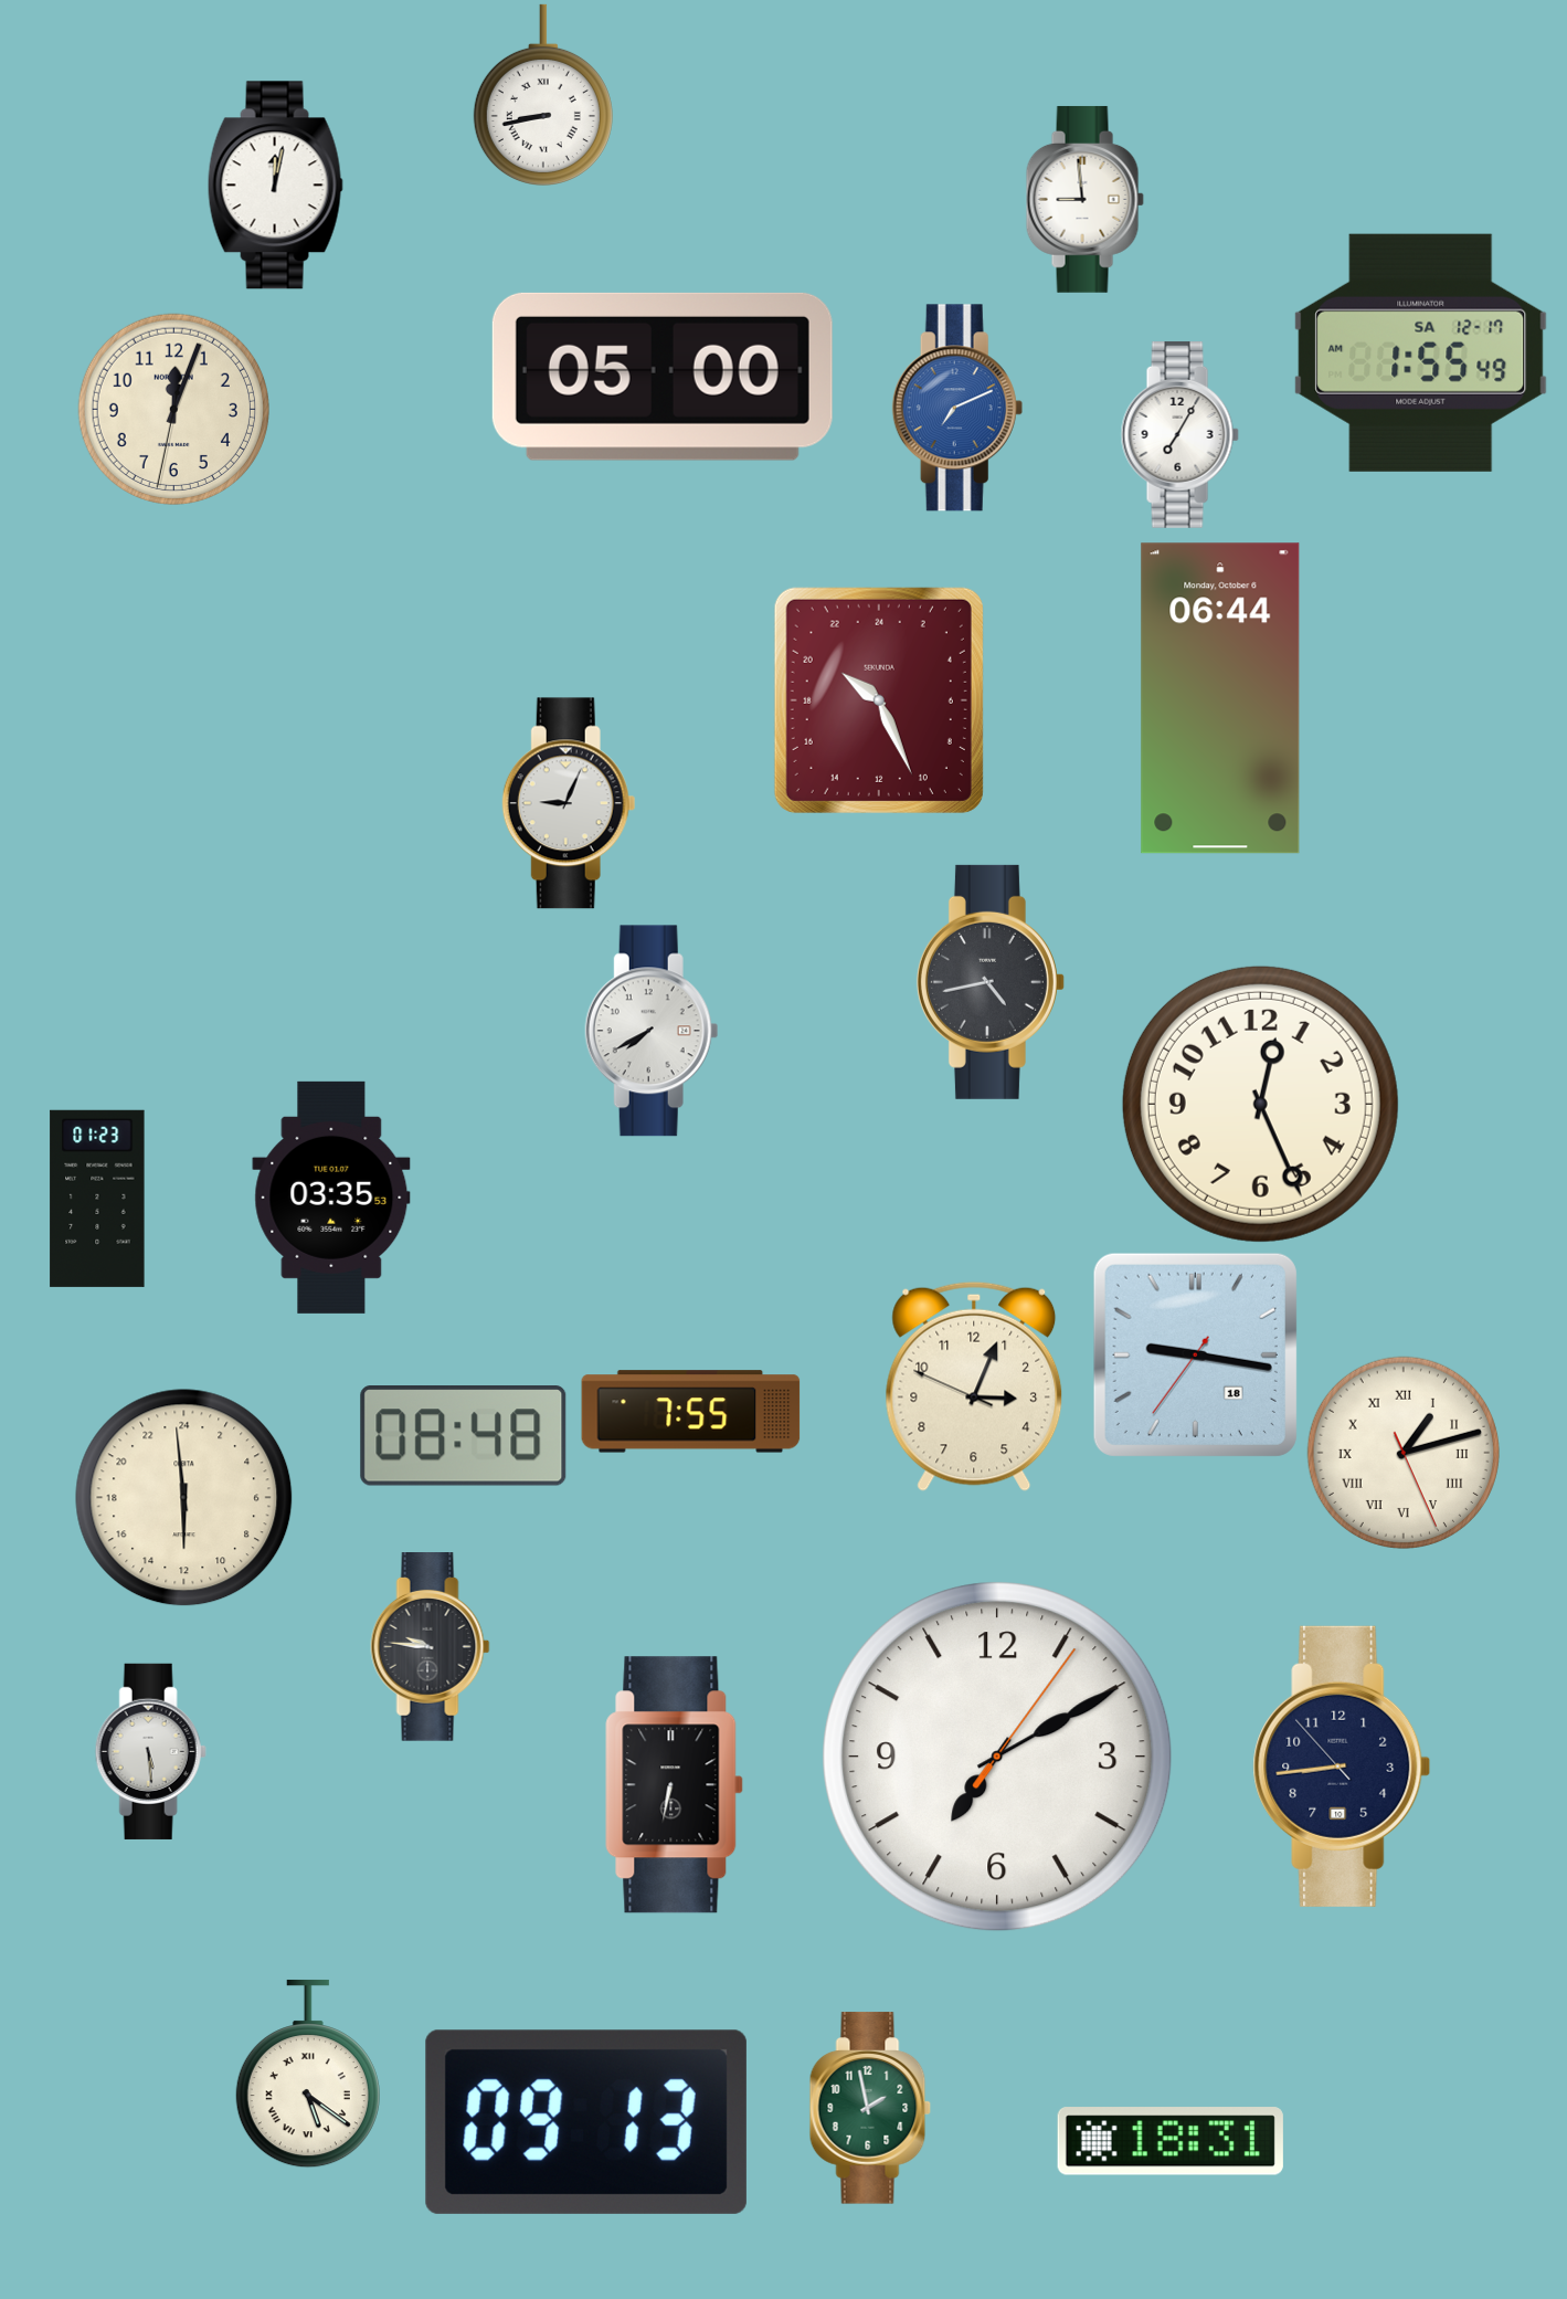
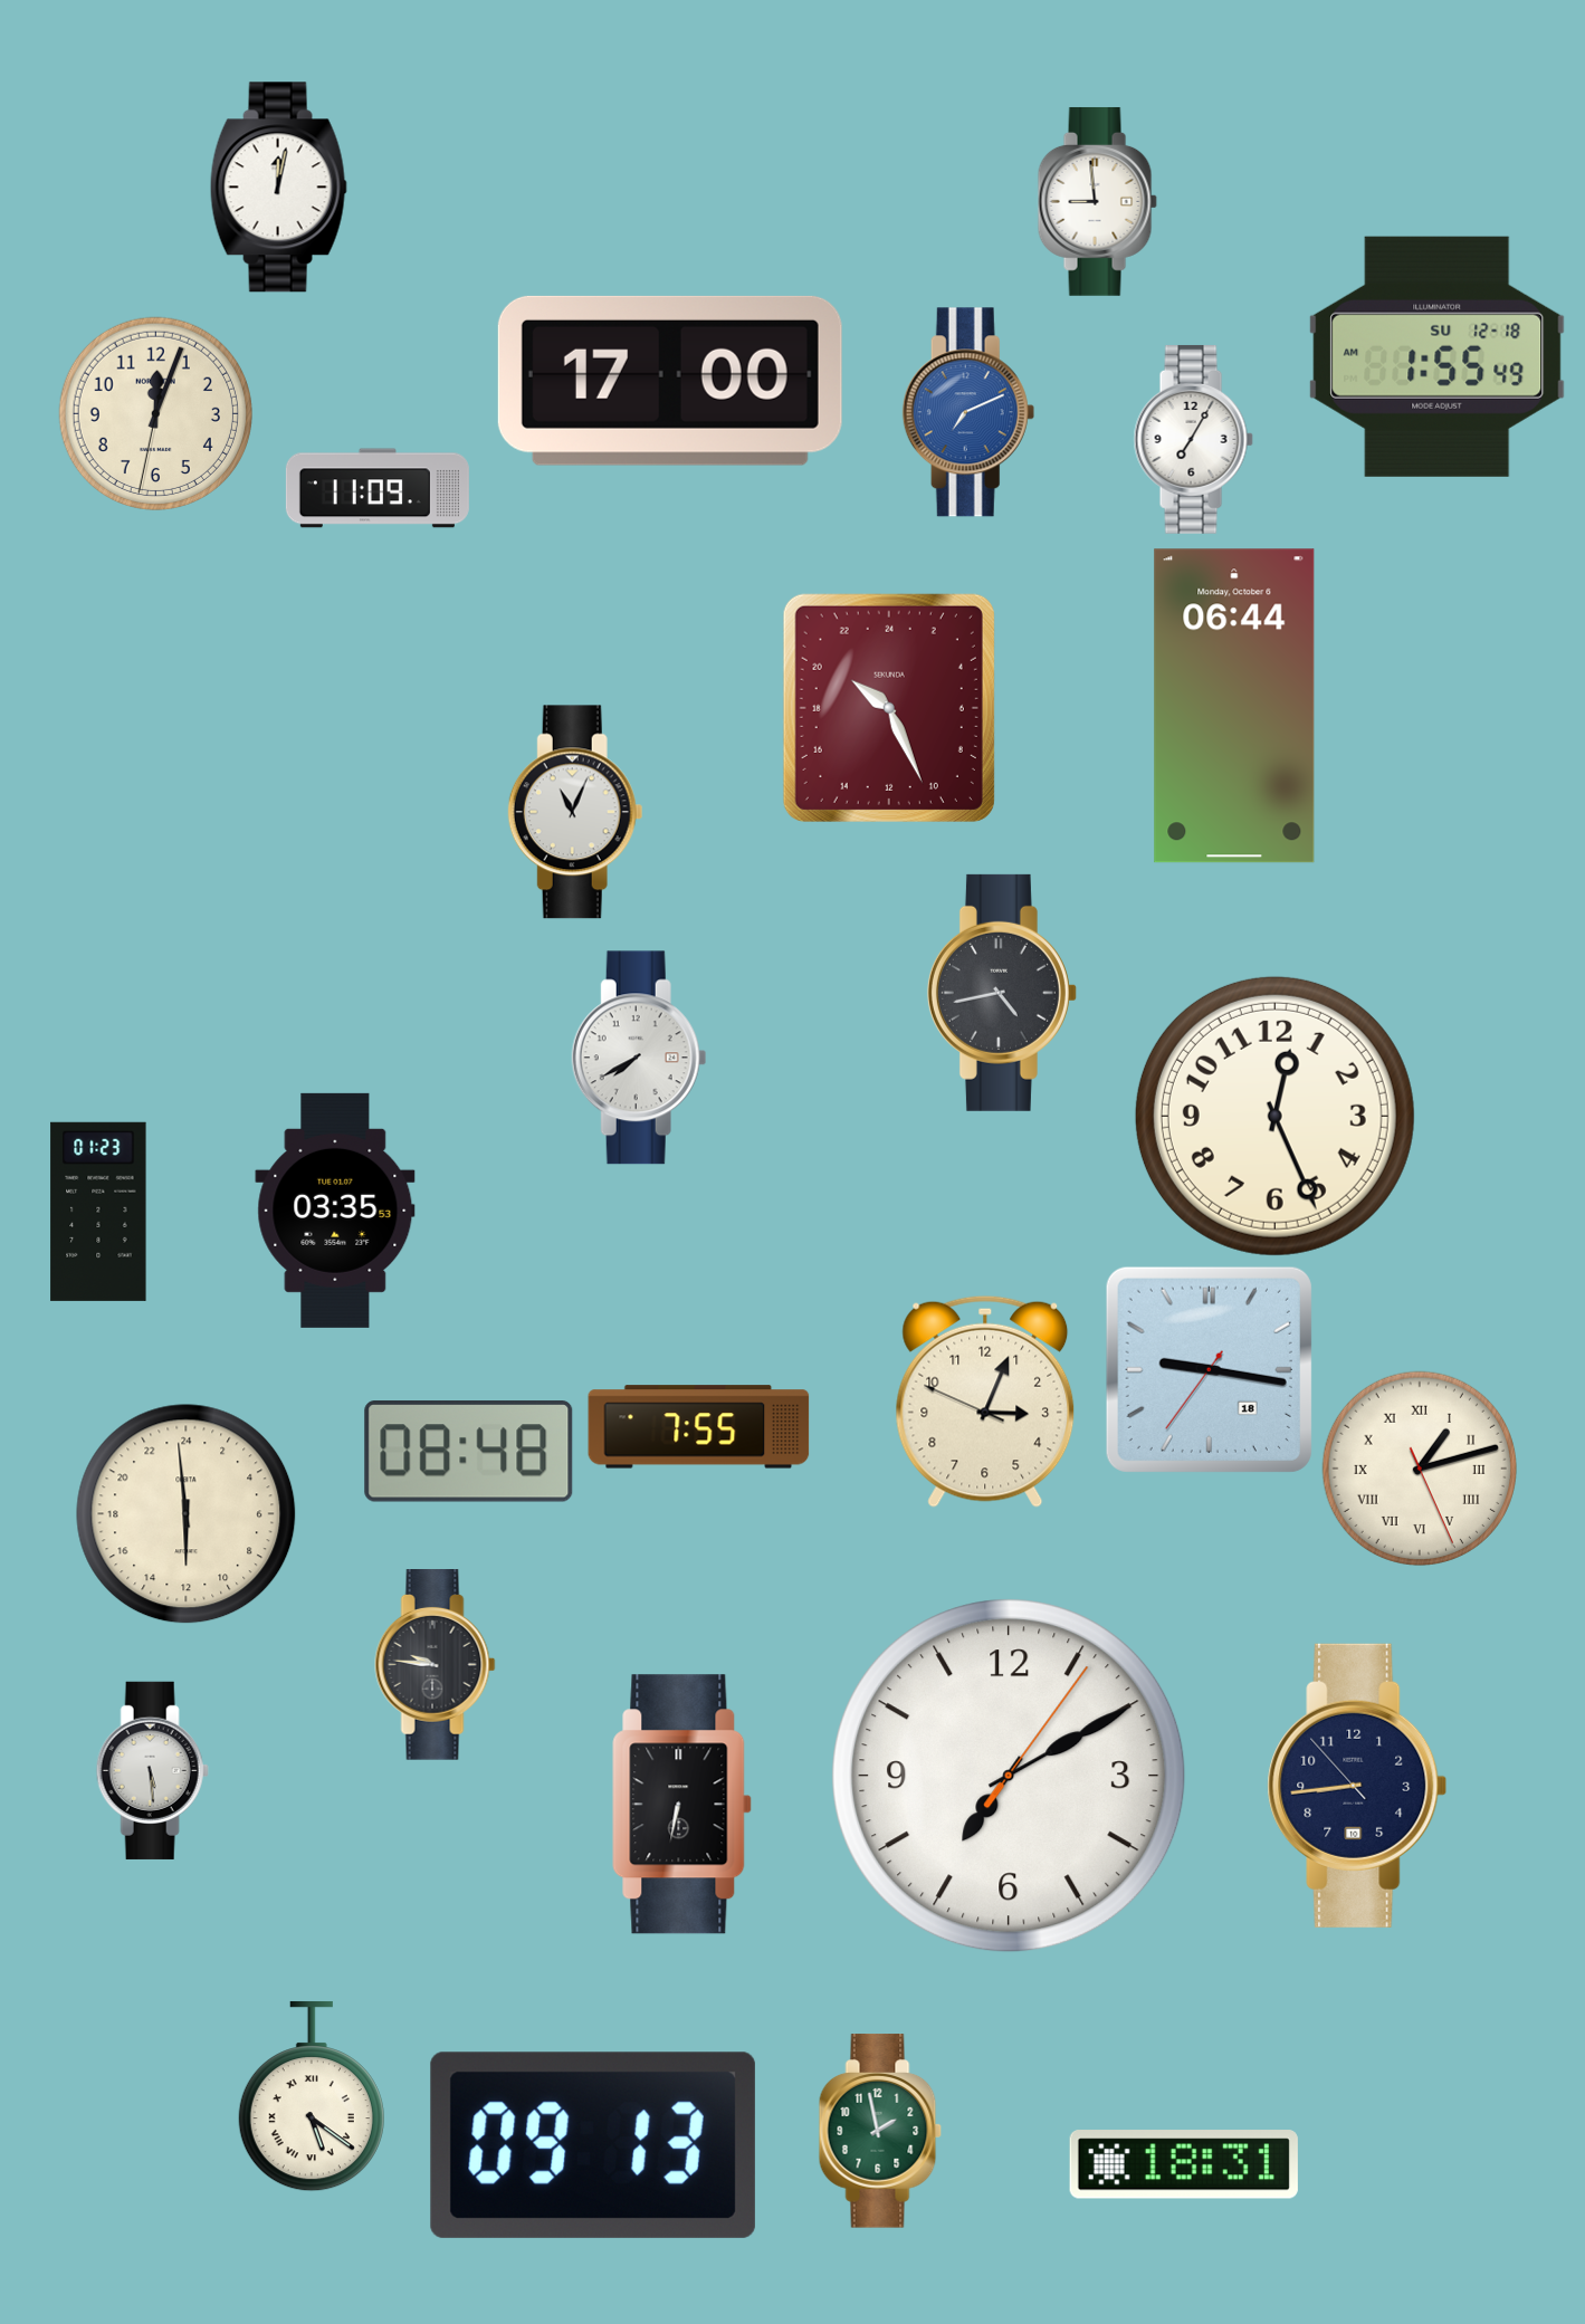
clock at (543, 94): 8:43 -> none
clock at (1421, 352) date: SA 12-17 -> SU 12-18
clock at (663, 377): 05:00 -> 17:00
clock at (173, 409) position: (173, 409) -> (155, 413)
clock at (378, 488): none -> 11:09
clock at (569, 803): 9:04 -> 11:04
clock at (652, 1031) position: (652, 1031) -> (639, 1058)
